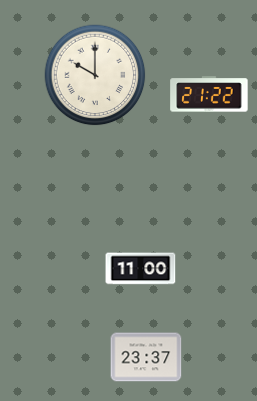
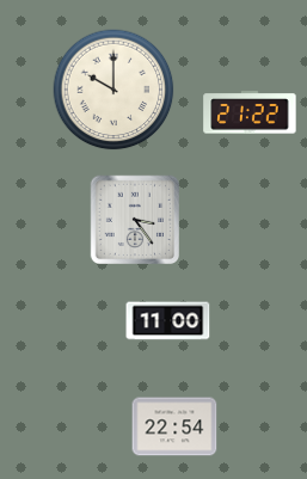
clock at (134, 219): none -> 3:24
clock at (146, 357): 23:37 -> 22:54
